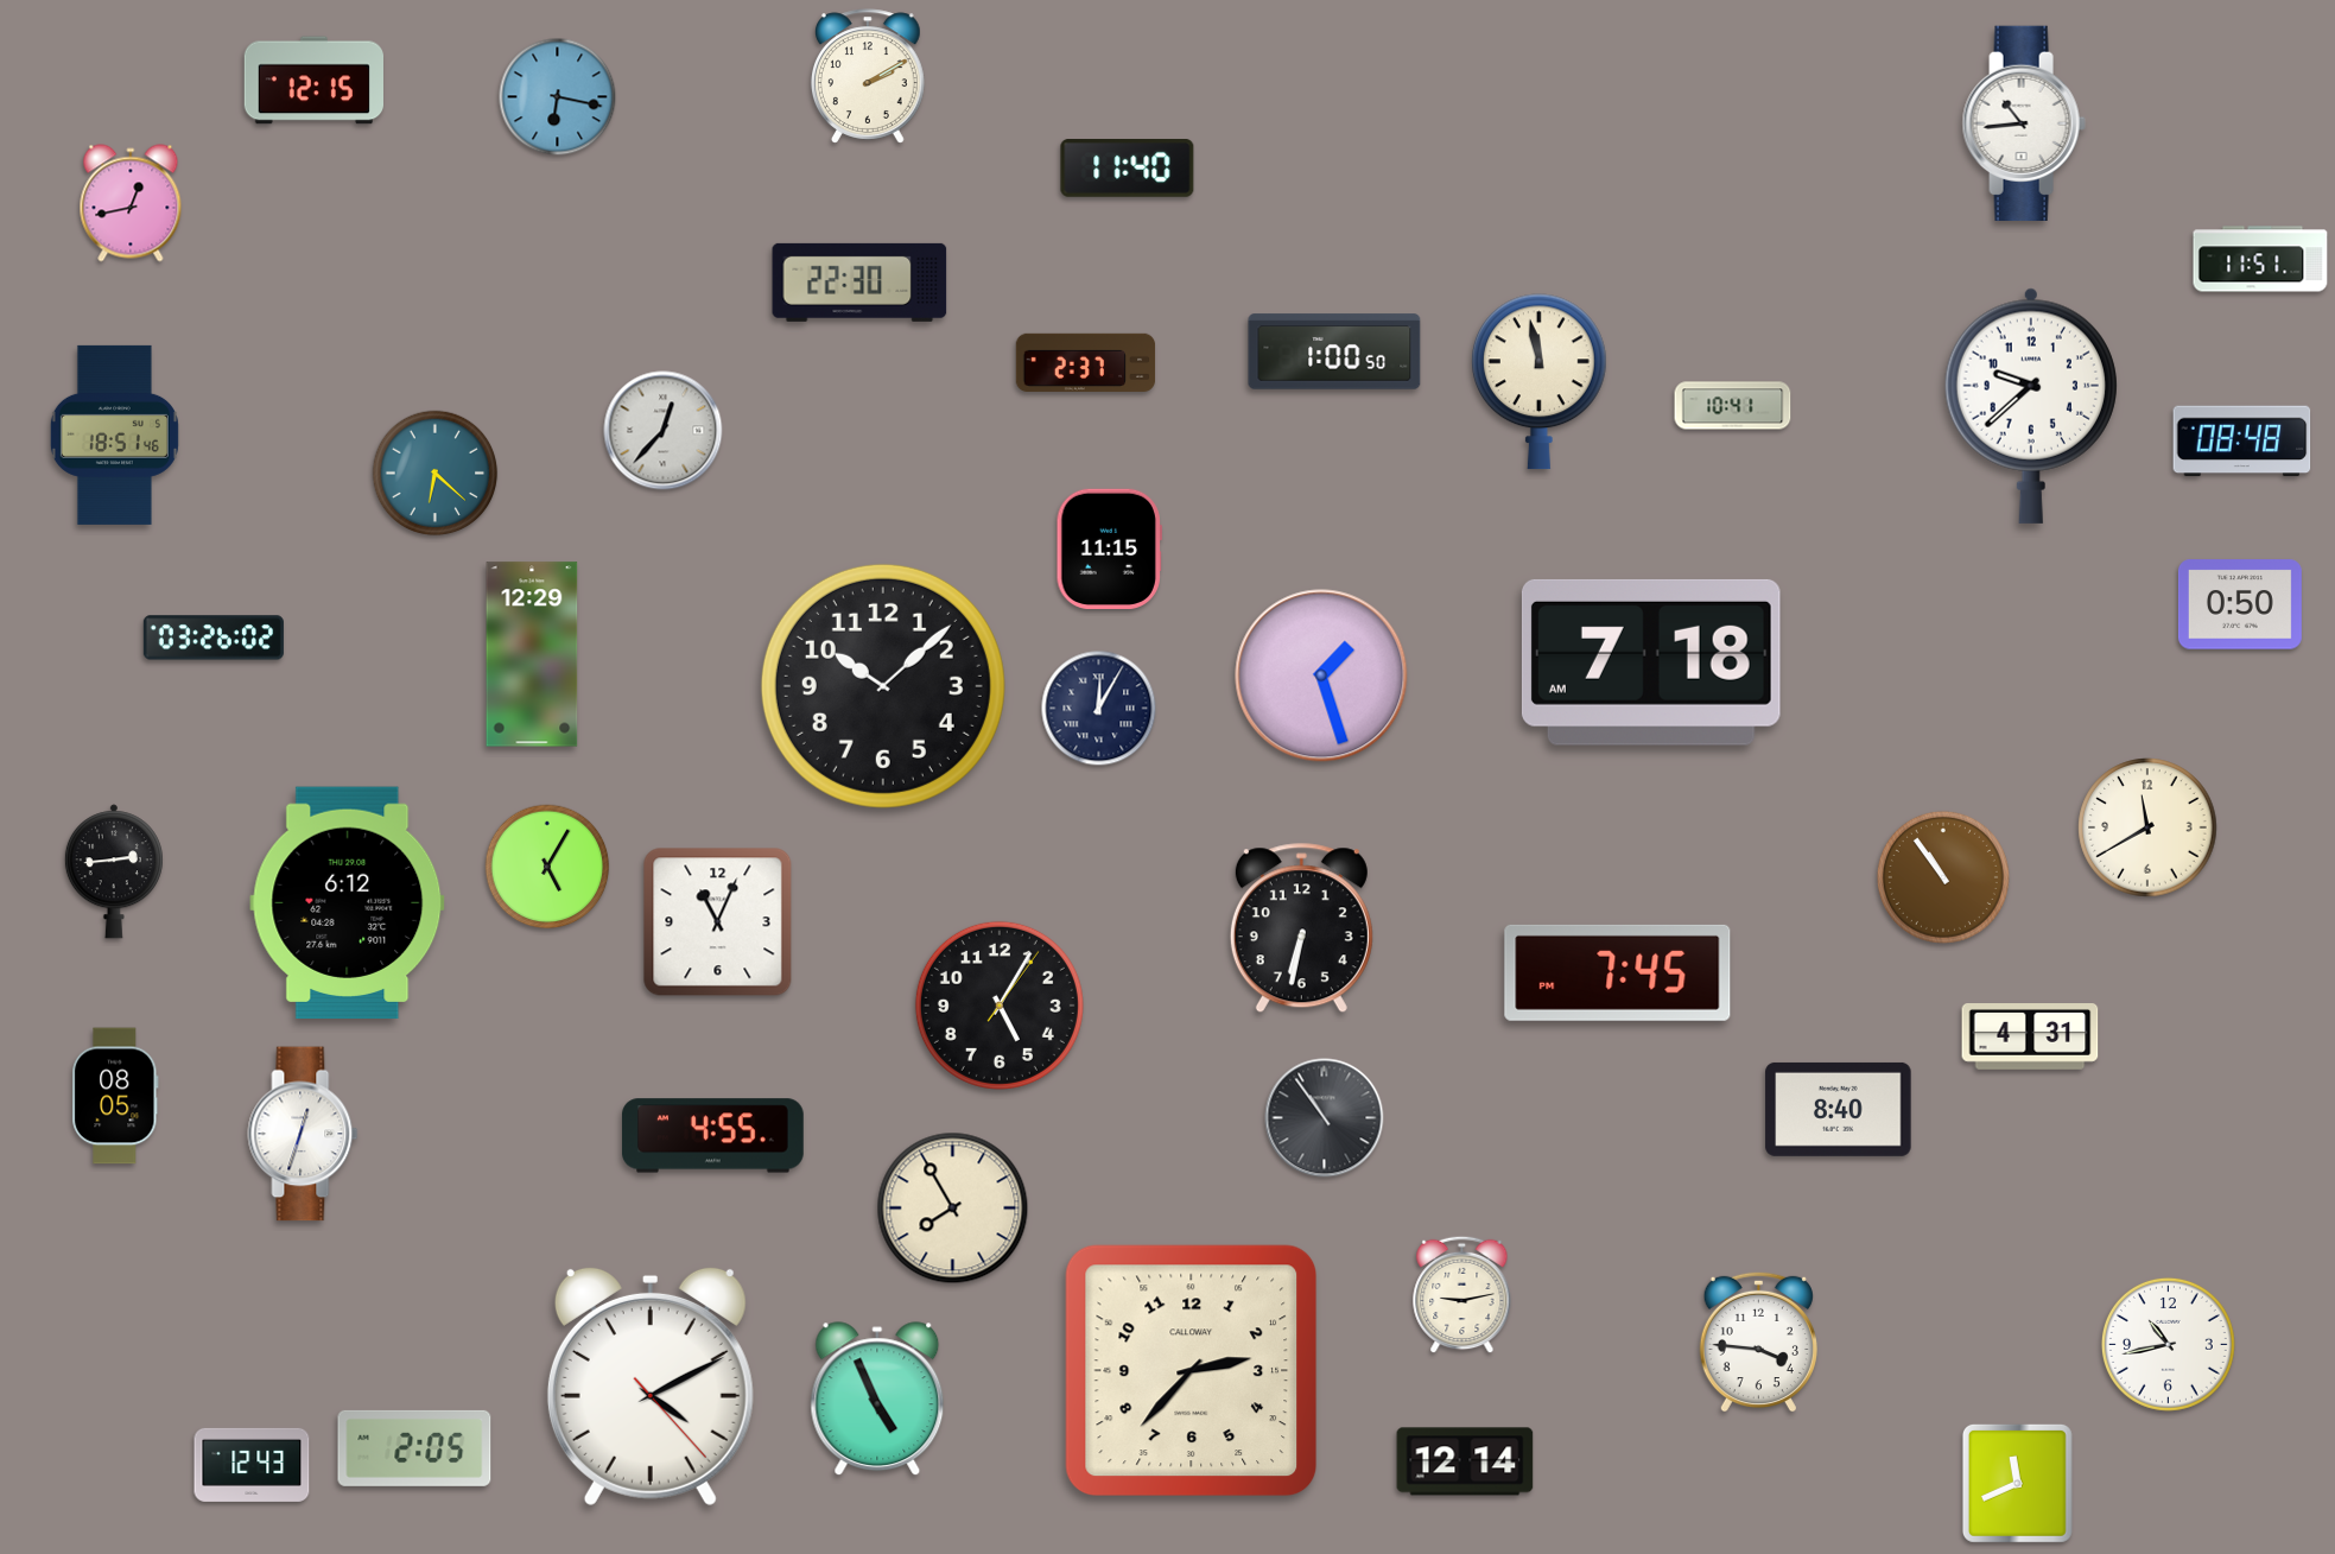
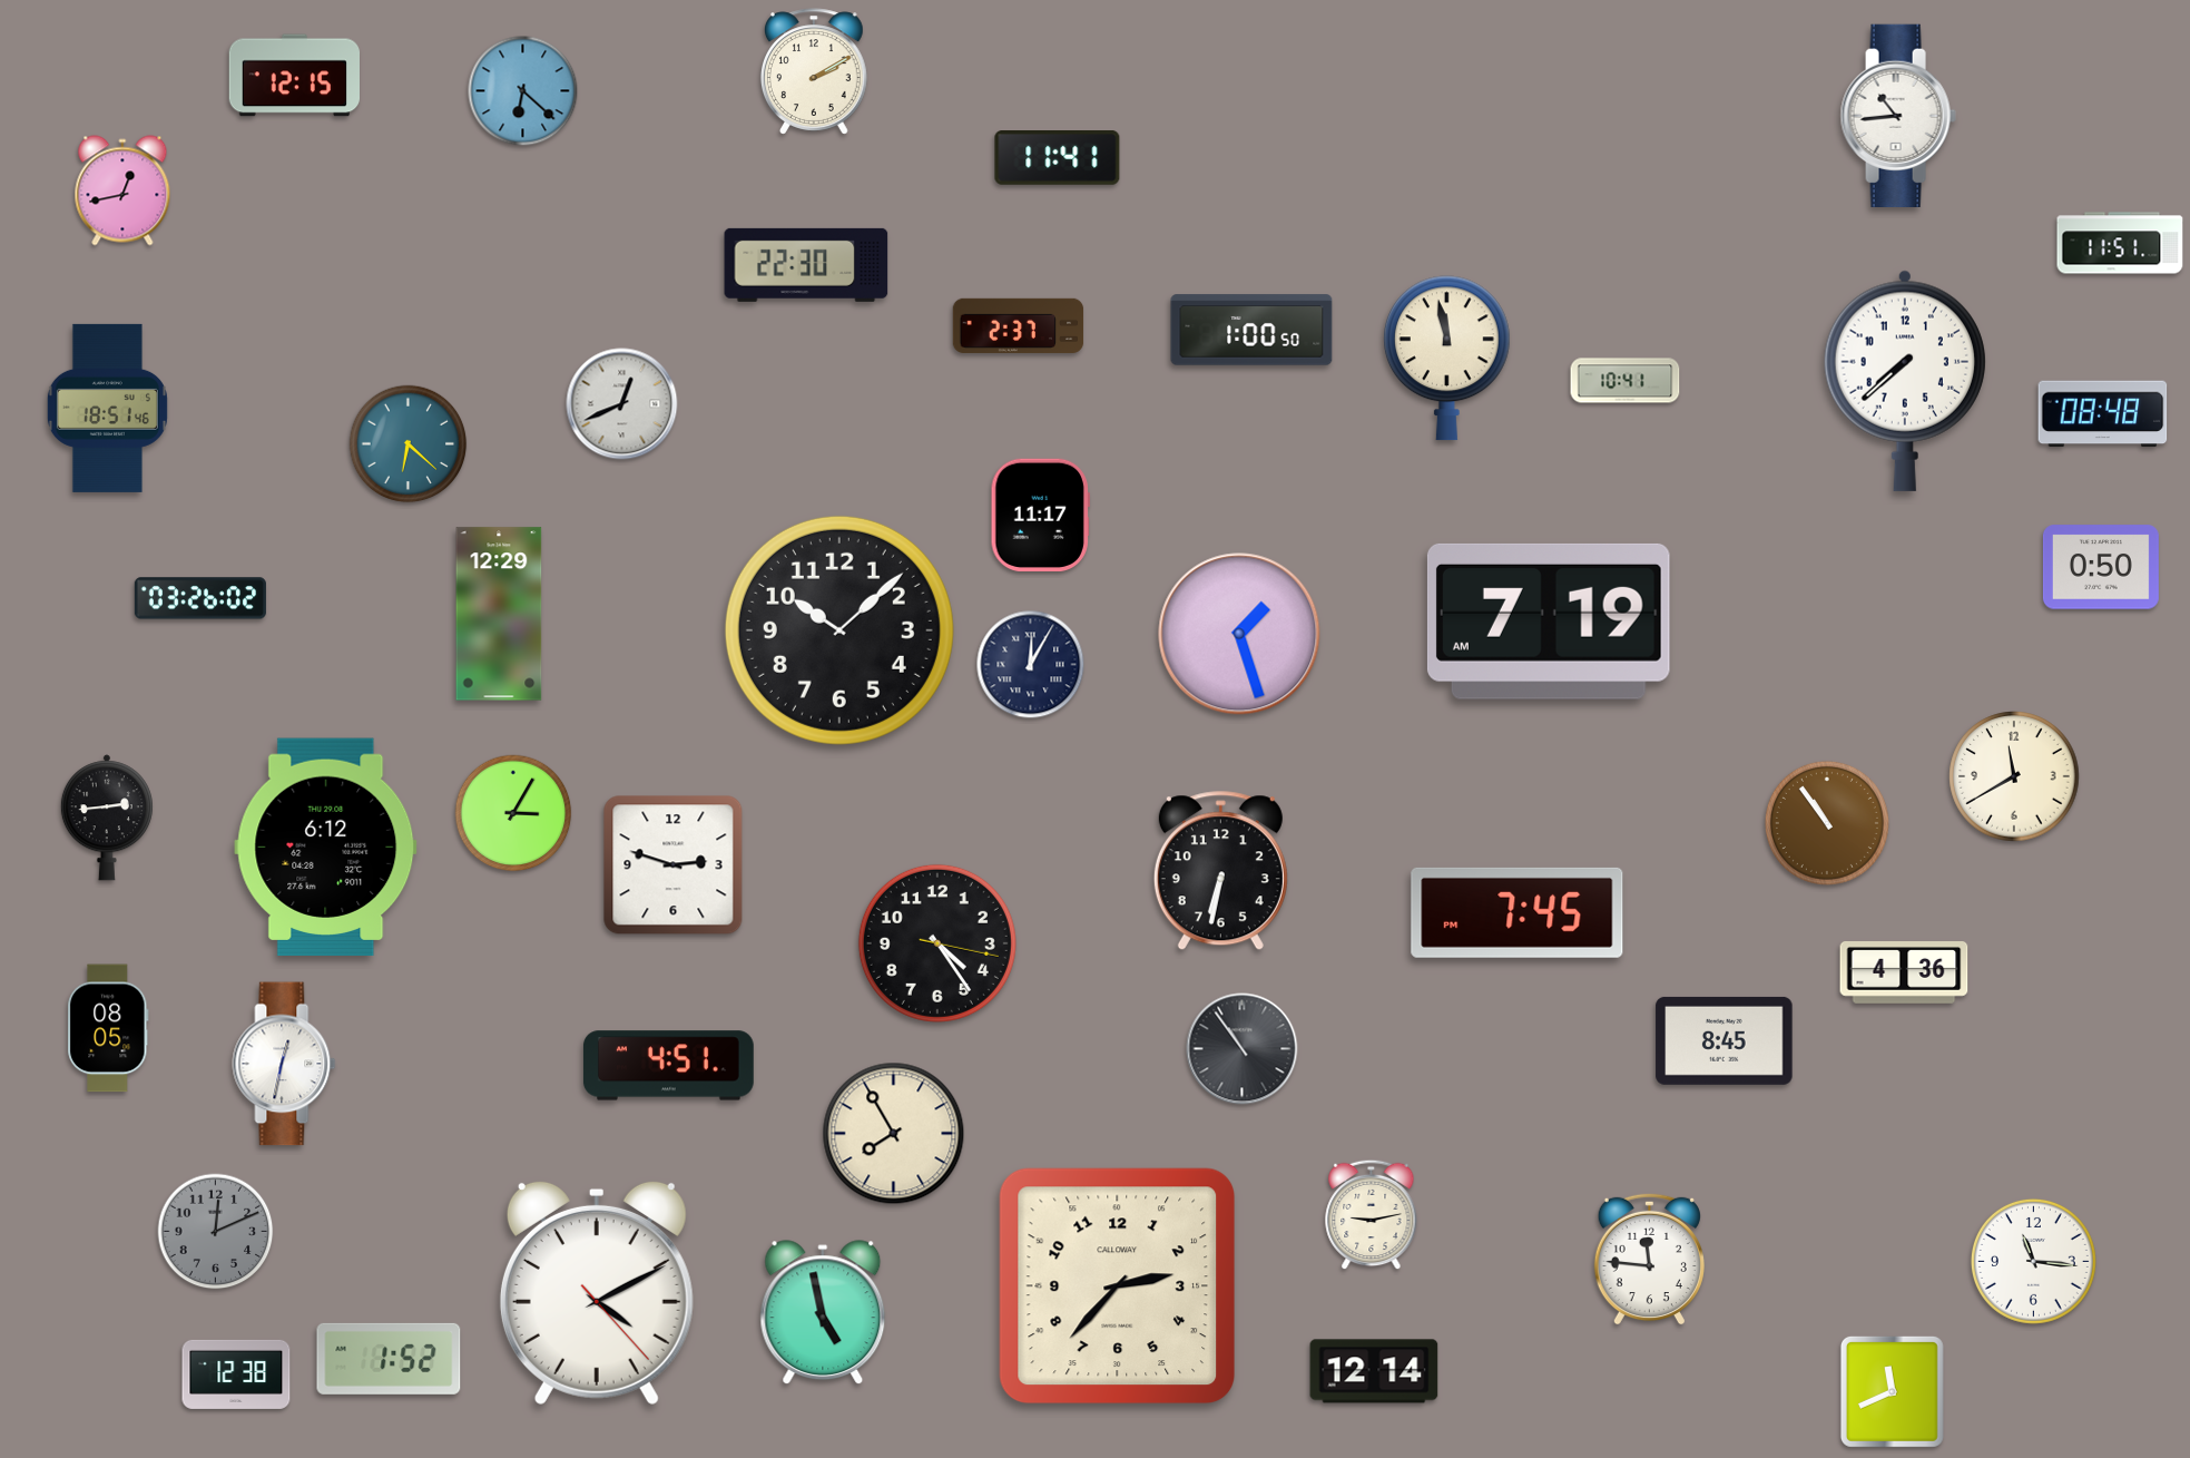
clock at (558, 97): 6:17 -> 6:22
clock at (1128, 169): 11:40 -> 11:41
clock at (1086, 362) position: (1086, 362) -> (1019, 325)
clock at (1540, 382) position: (1540, 382) -> (1447, 359)
clock at (2031, 406): 9:38 -> 7:38
clock at (664, 431): 12:37 -> 12:41
clock at (1109, 548): 11:15 -> 11:17
clock at (1651, 662): 7:18 -> 7:19
clock at (883, 686) position: (883, 686) -> (839, 630)
clock at (547, 867): 5:05 -> 3:05
clock at (1943, 877) position: (1943, 877) -> (1827, 823)
clock at (718, 922): 11:04 -> 2:48
clock at (1000, 1006): 5:05 -> 4:24
clock at (2030, 1038): 4:31 -> 4:36
clock at (1839, 1109): 8:40 -> 8:45
clock at (303, 1134): 12:33 -> 12:32
clock at (712, 1136): 4:55 -> 4:51
clock at (216, 1232): none -> 12:11
clock at (1758, 1341): 3:46 -> 11:46
clock at (2168, 1344): 10:43 -> 11:16
clock at (651, 1385) position: (651, 1385) -> (597, 1292)
clock at (877, 1400): 4:56 -> 4:58
clock at (414, 1448): 2:05 -> 1:52
clock at (252, 1465): 12:43 -> 12:38
